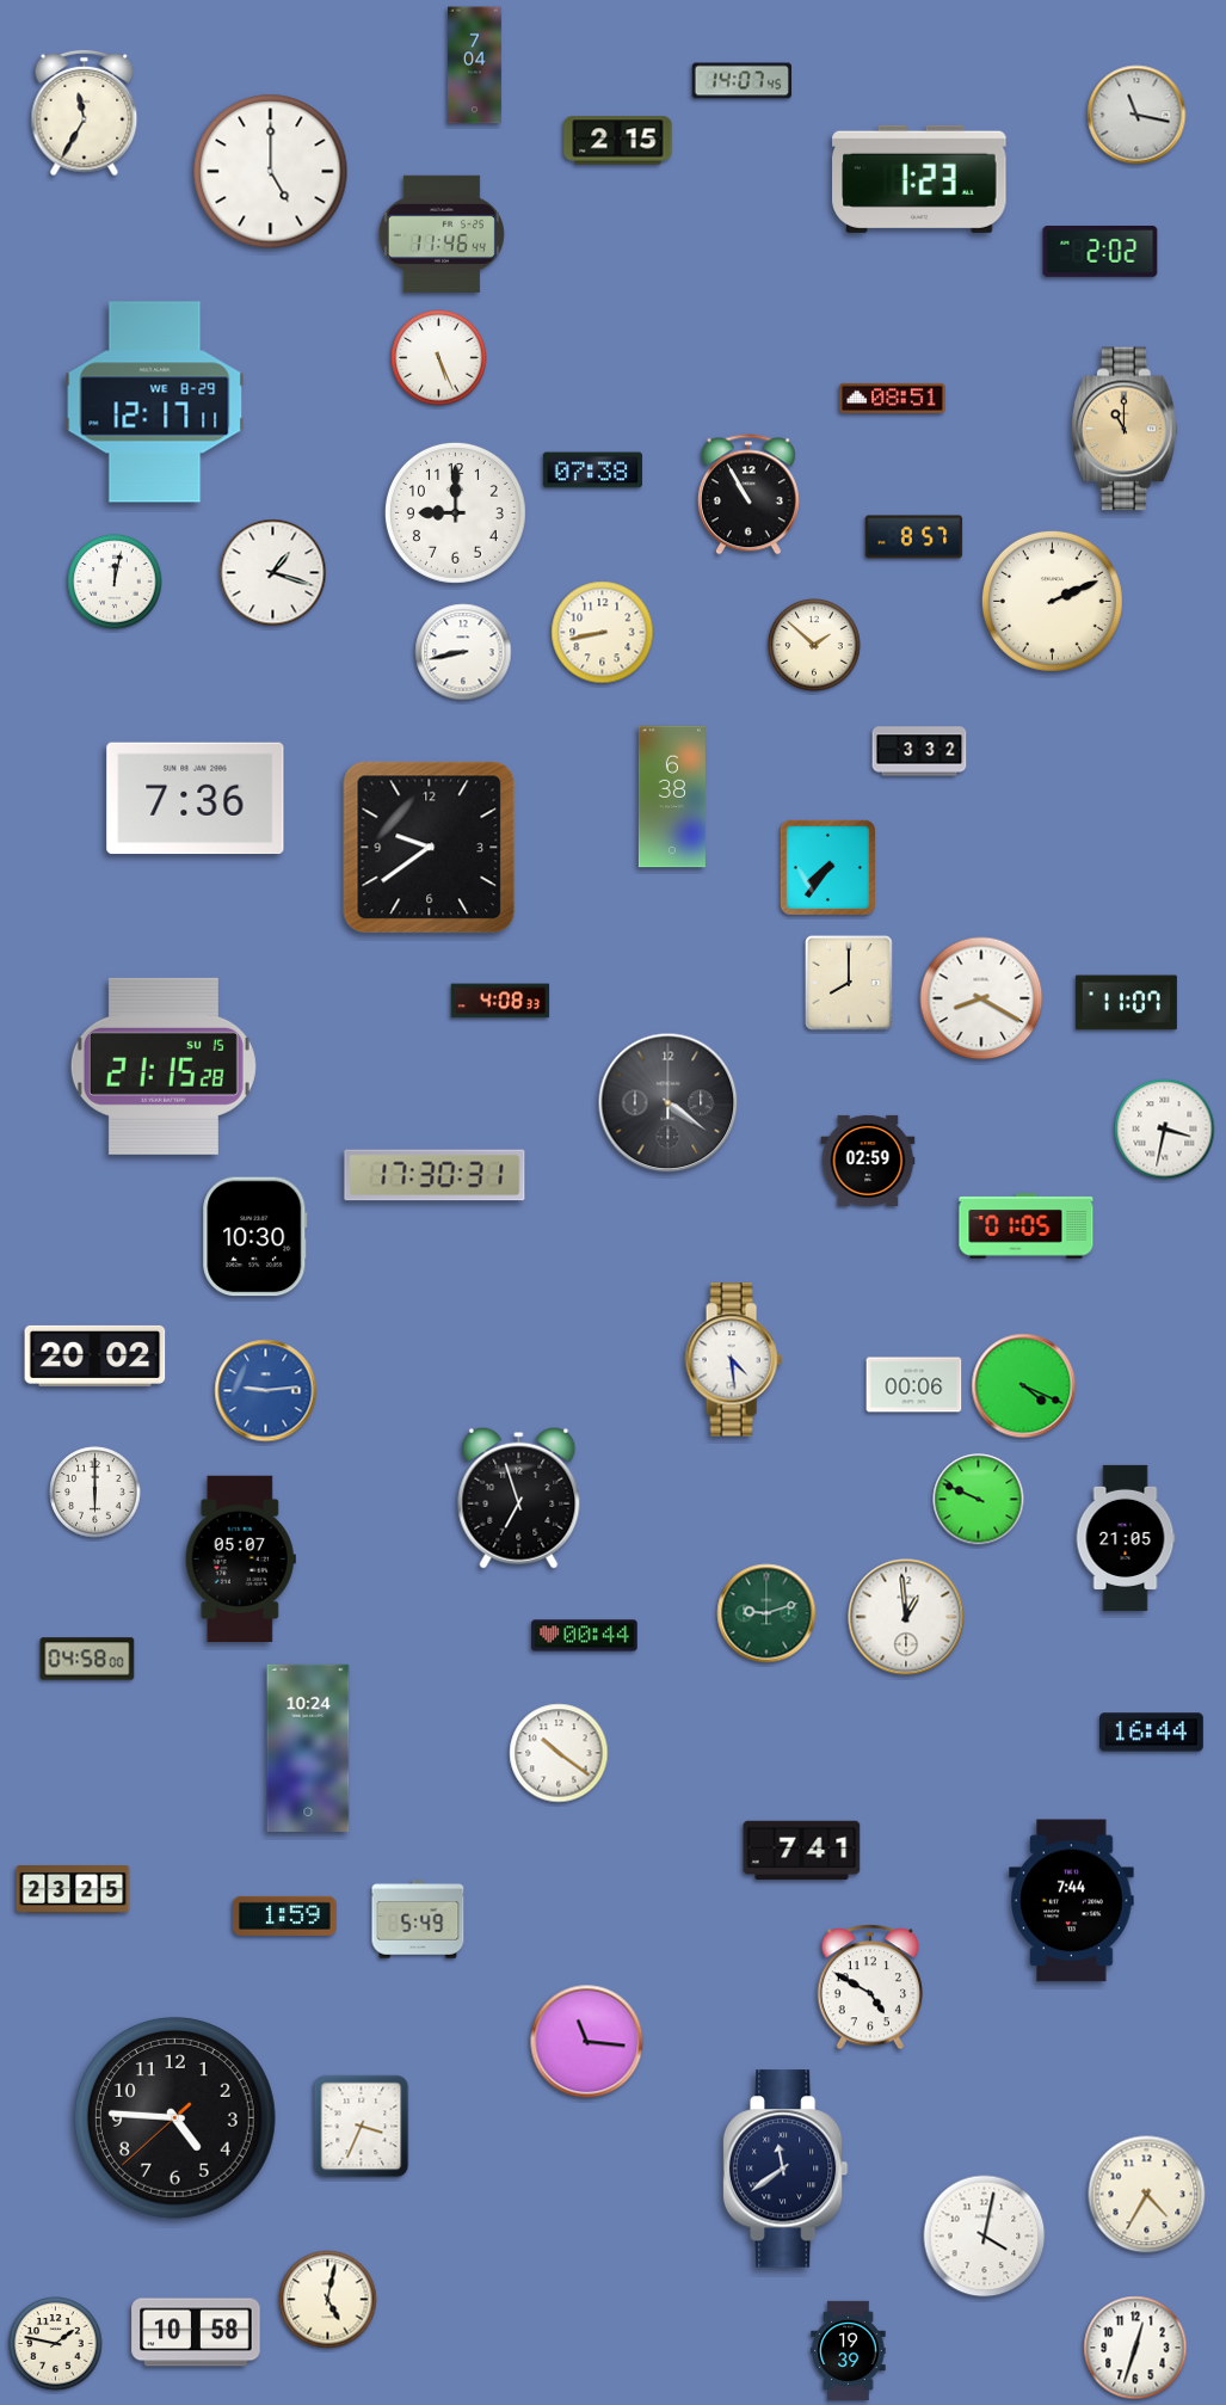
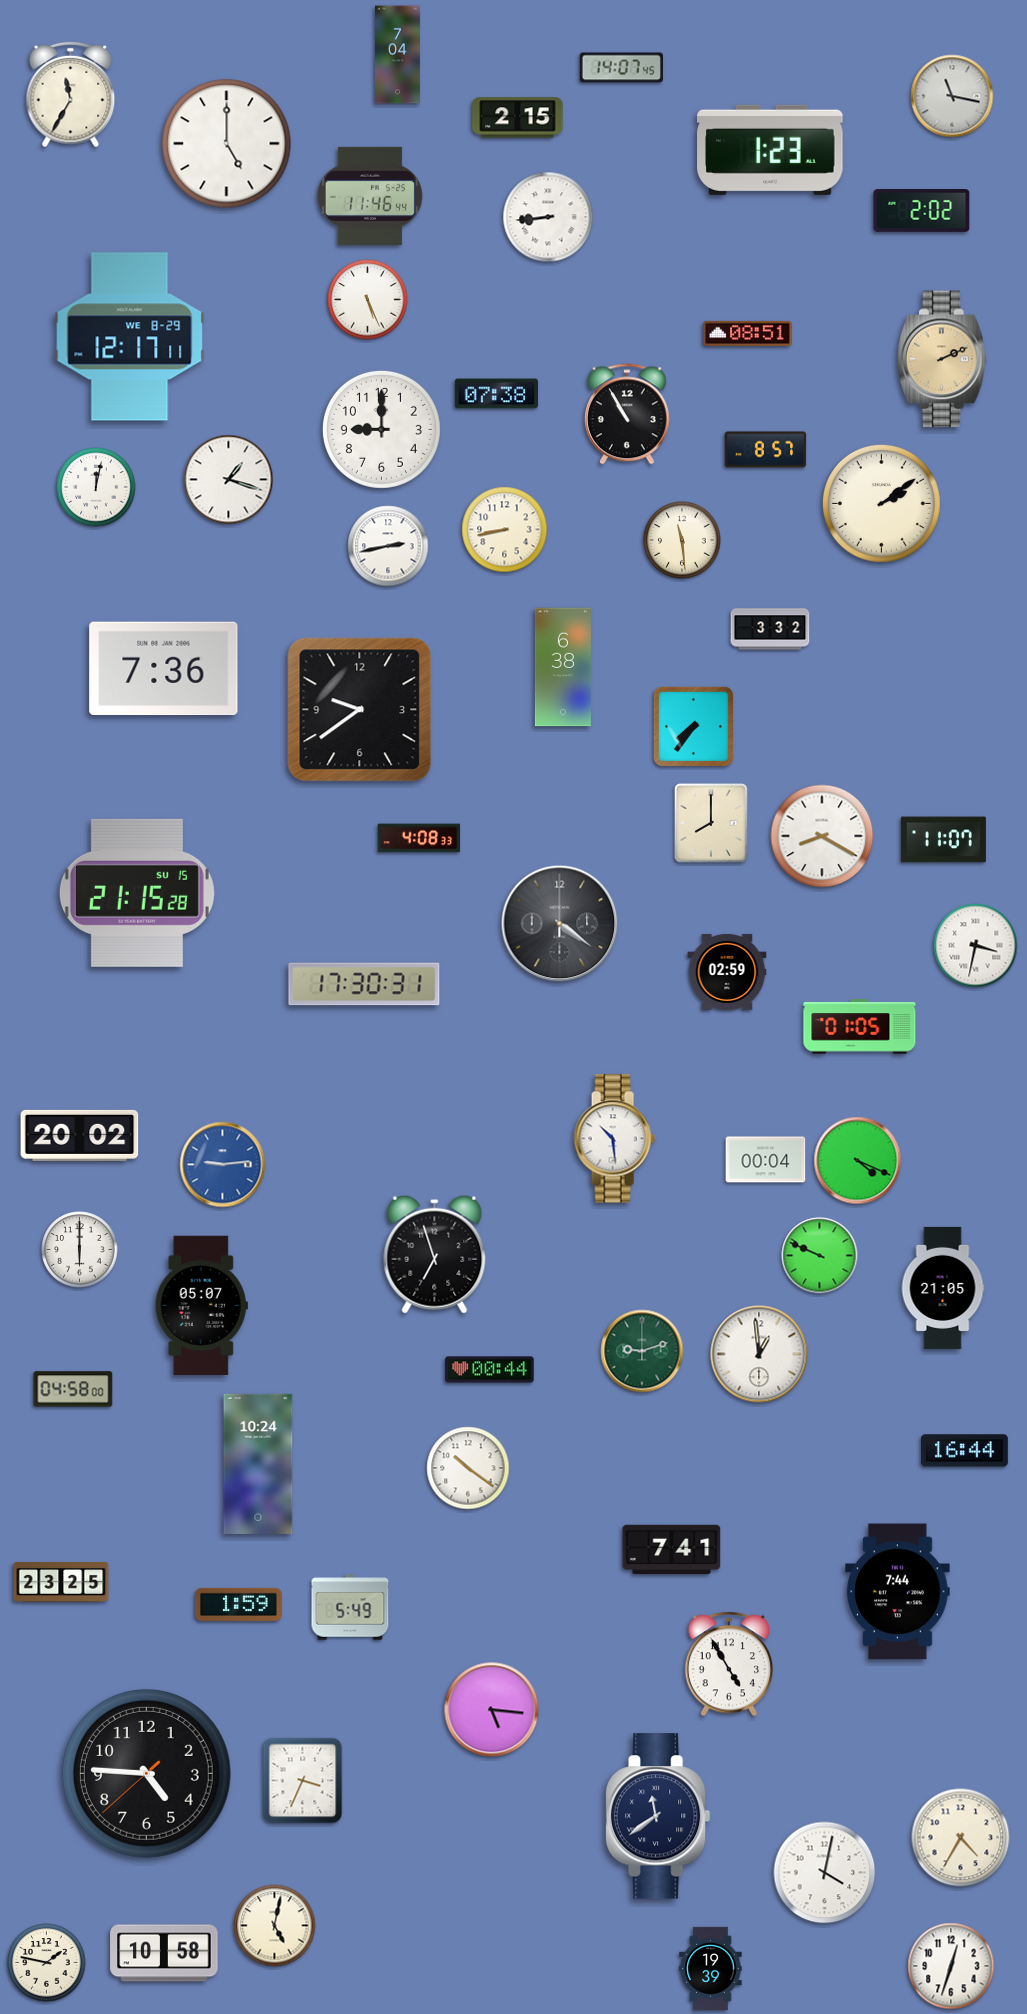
clock at (548, 217): none -> 8:44
clock at (1125, 429): 11:00 -> 2:11
clock at (1052, 601): 2:11 -> 2:09
clock at (814, 645): 1:52 -> 11:29
clock at (463, 652): 8:43 -> 2:43
clock at (255, 1237): 10:30 -> none
clock at (733, 1360): 4:29 -> 10:29
clock at (914, 1385): 00:06 -> 00:04
clock at (870, 1987): 4:50 -> 4:55
clock at (587, 2042): 11:16 -> 5:16
